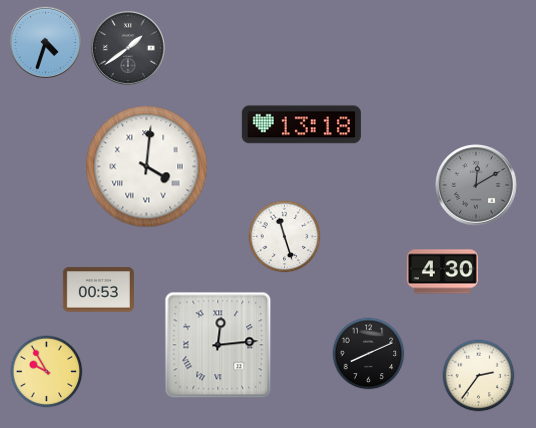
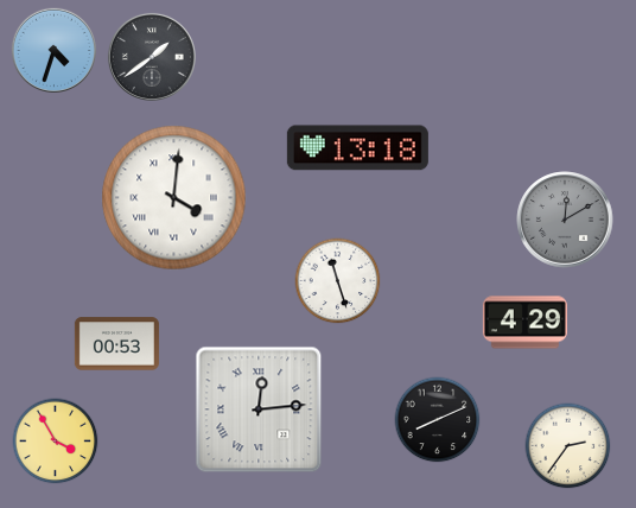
clock at (442, 272): 4:30 -> 4:29
clock at (47, 372): 9:55 -> 3:55
